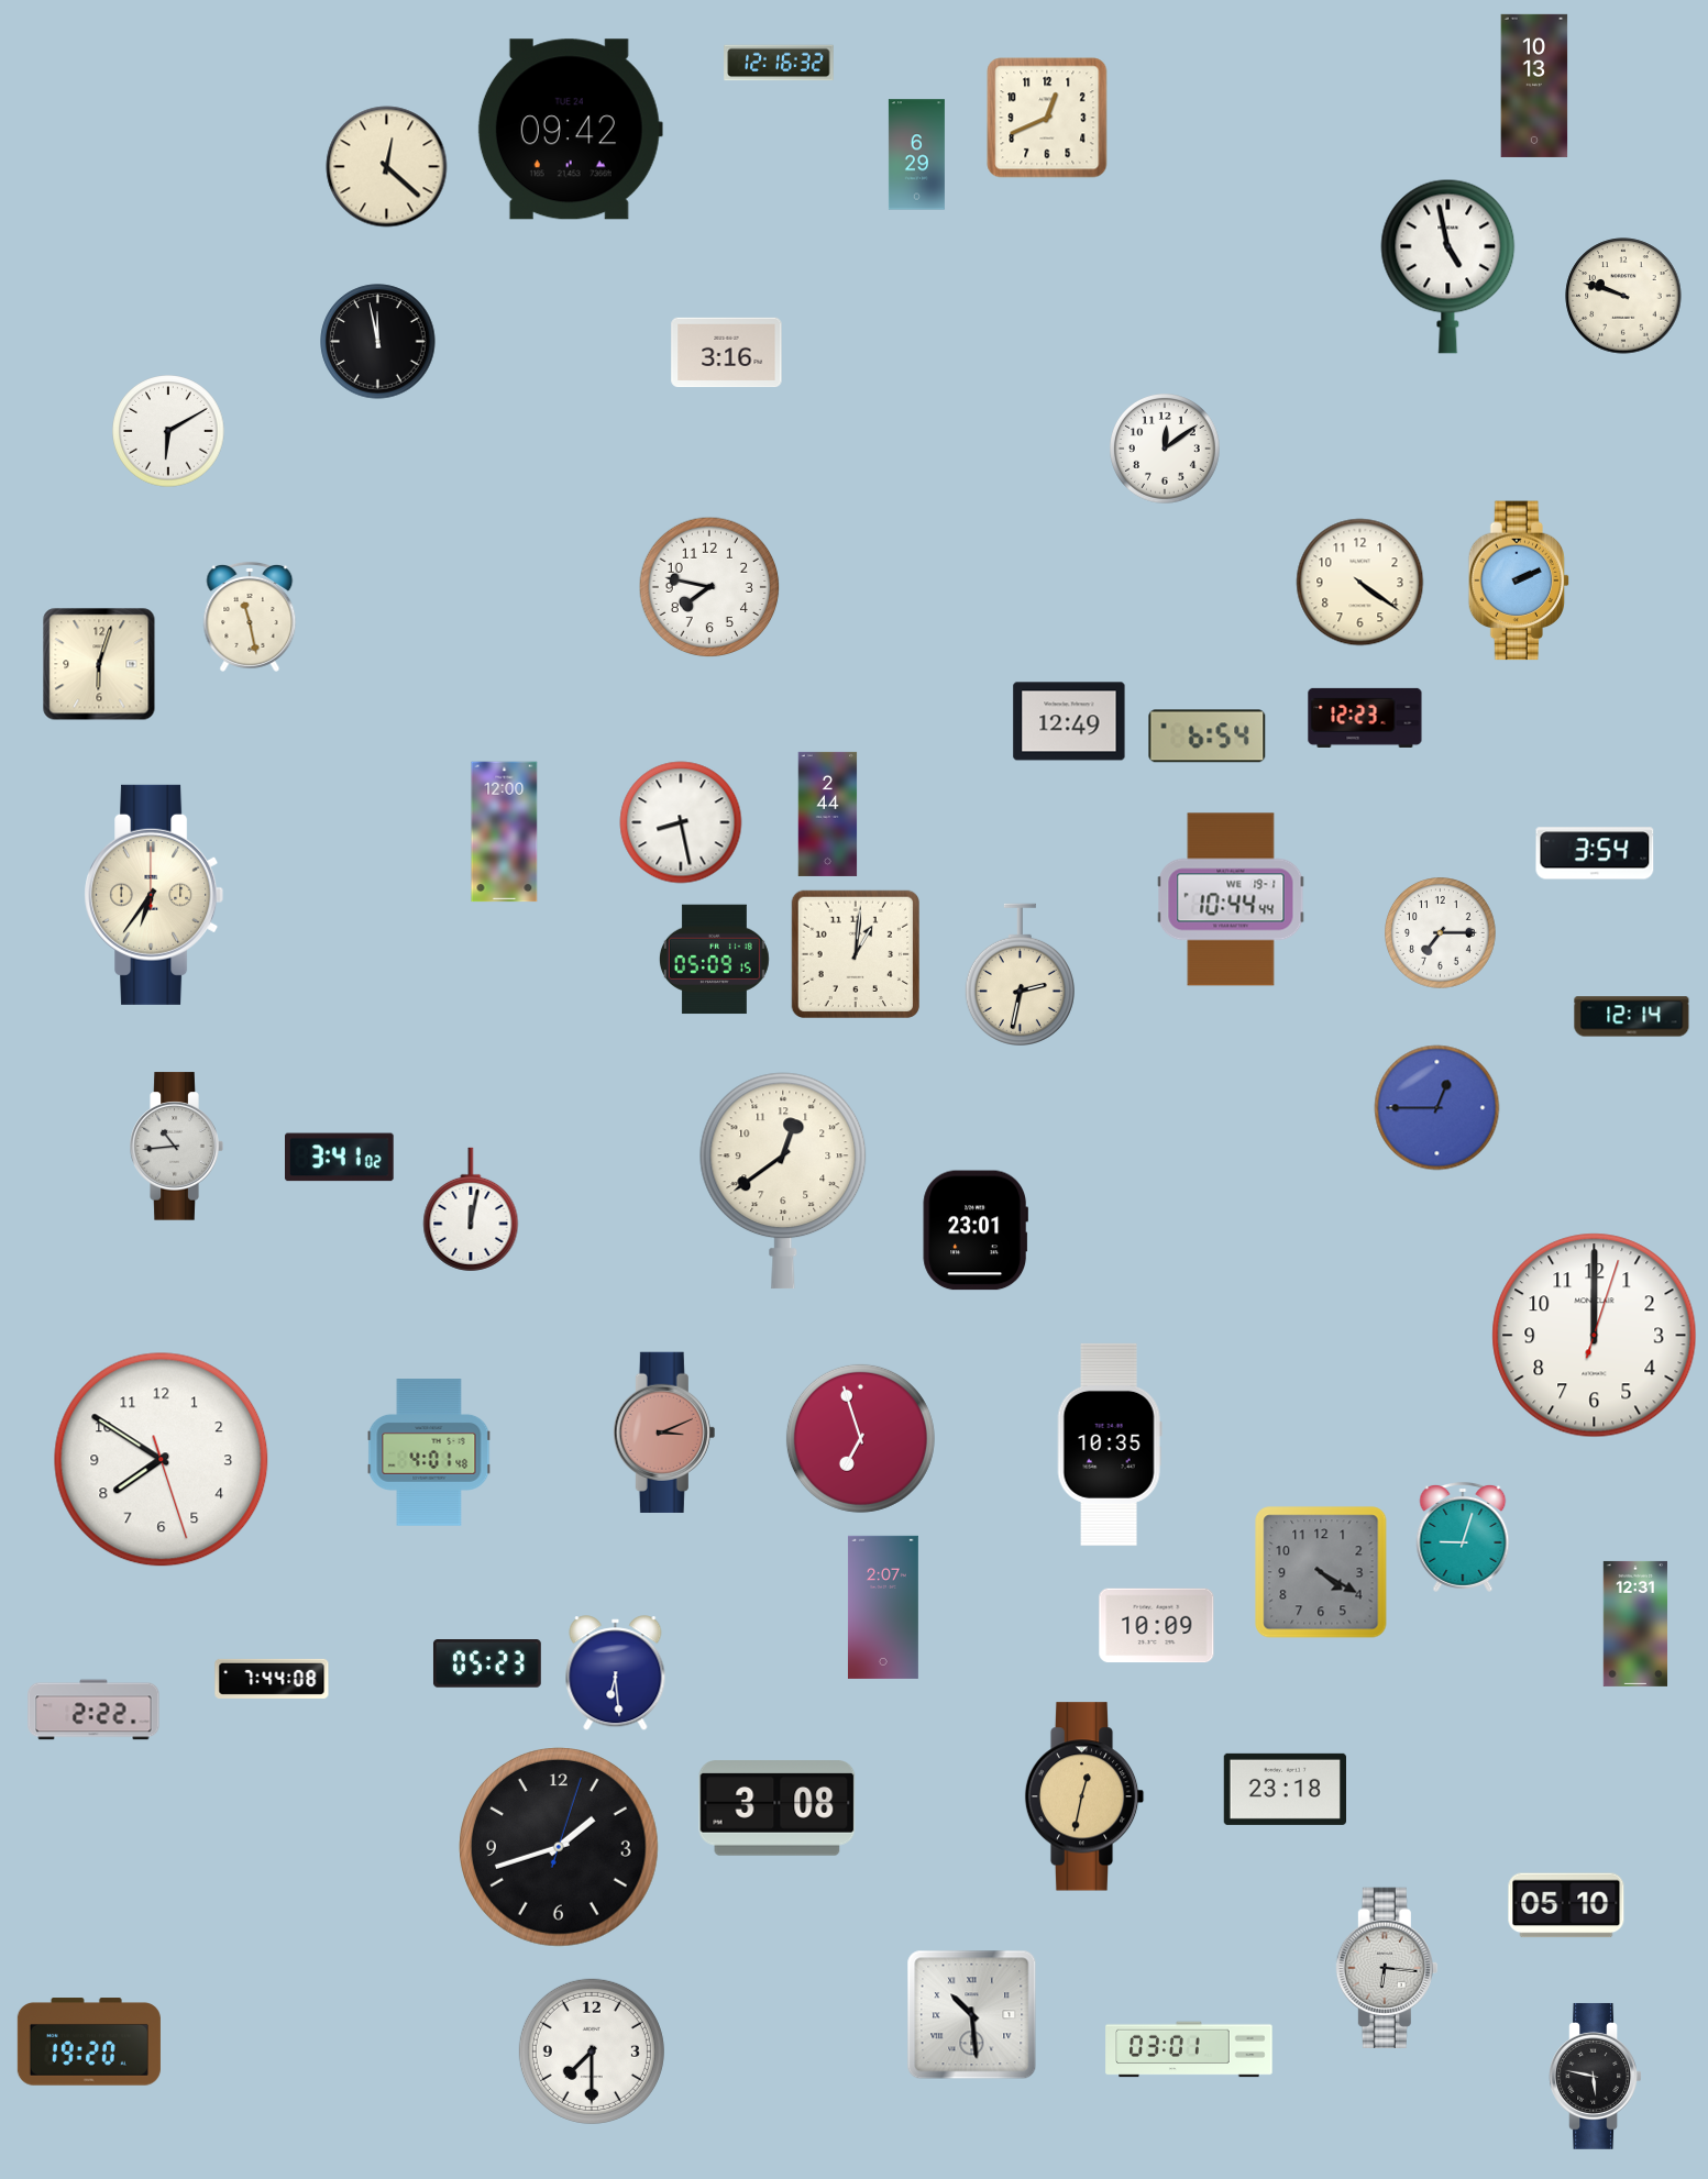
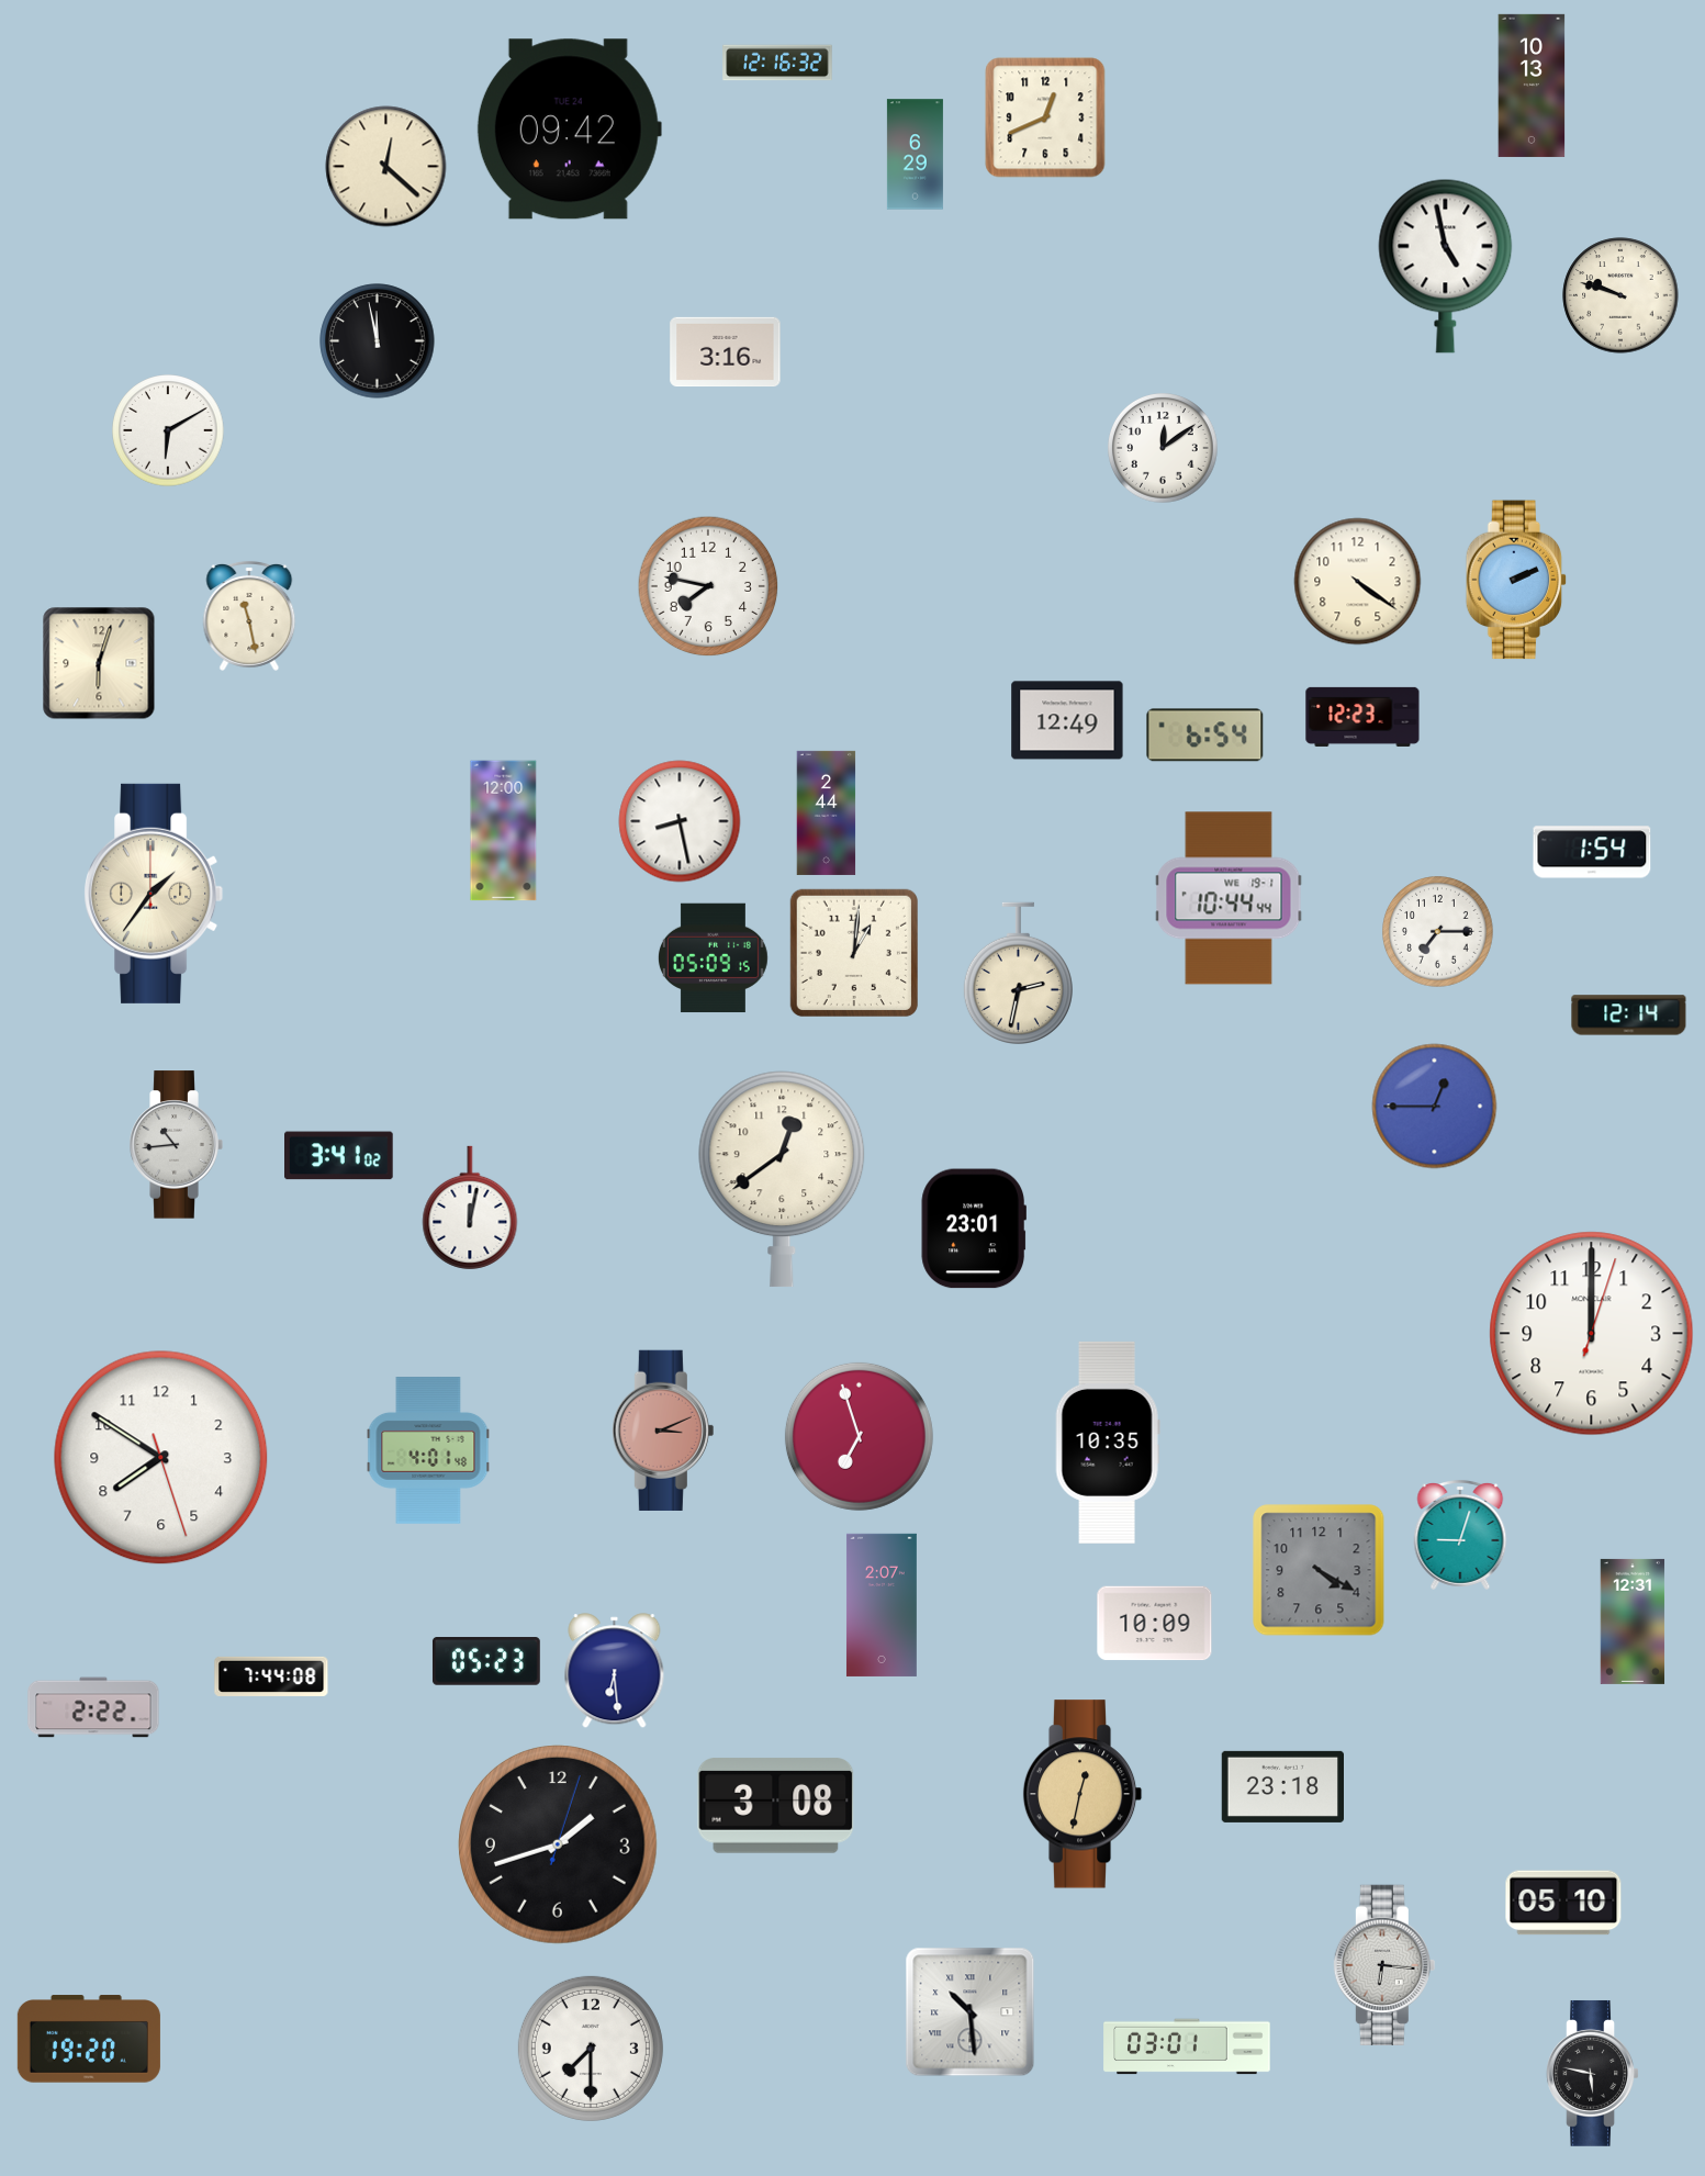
clock at (1595, 853): 3:54 -> 1:54
clock at (154, 895): 6:36 -> 1:36
